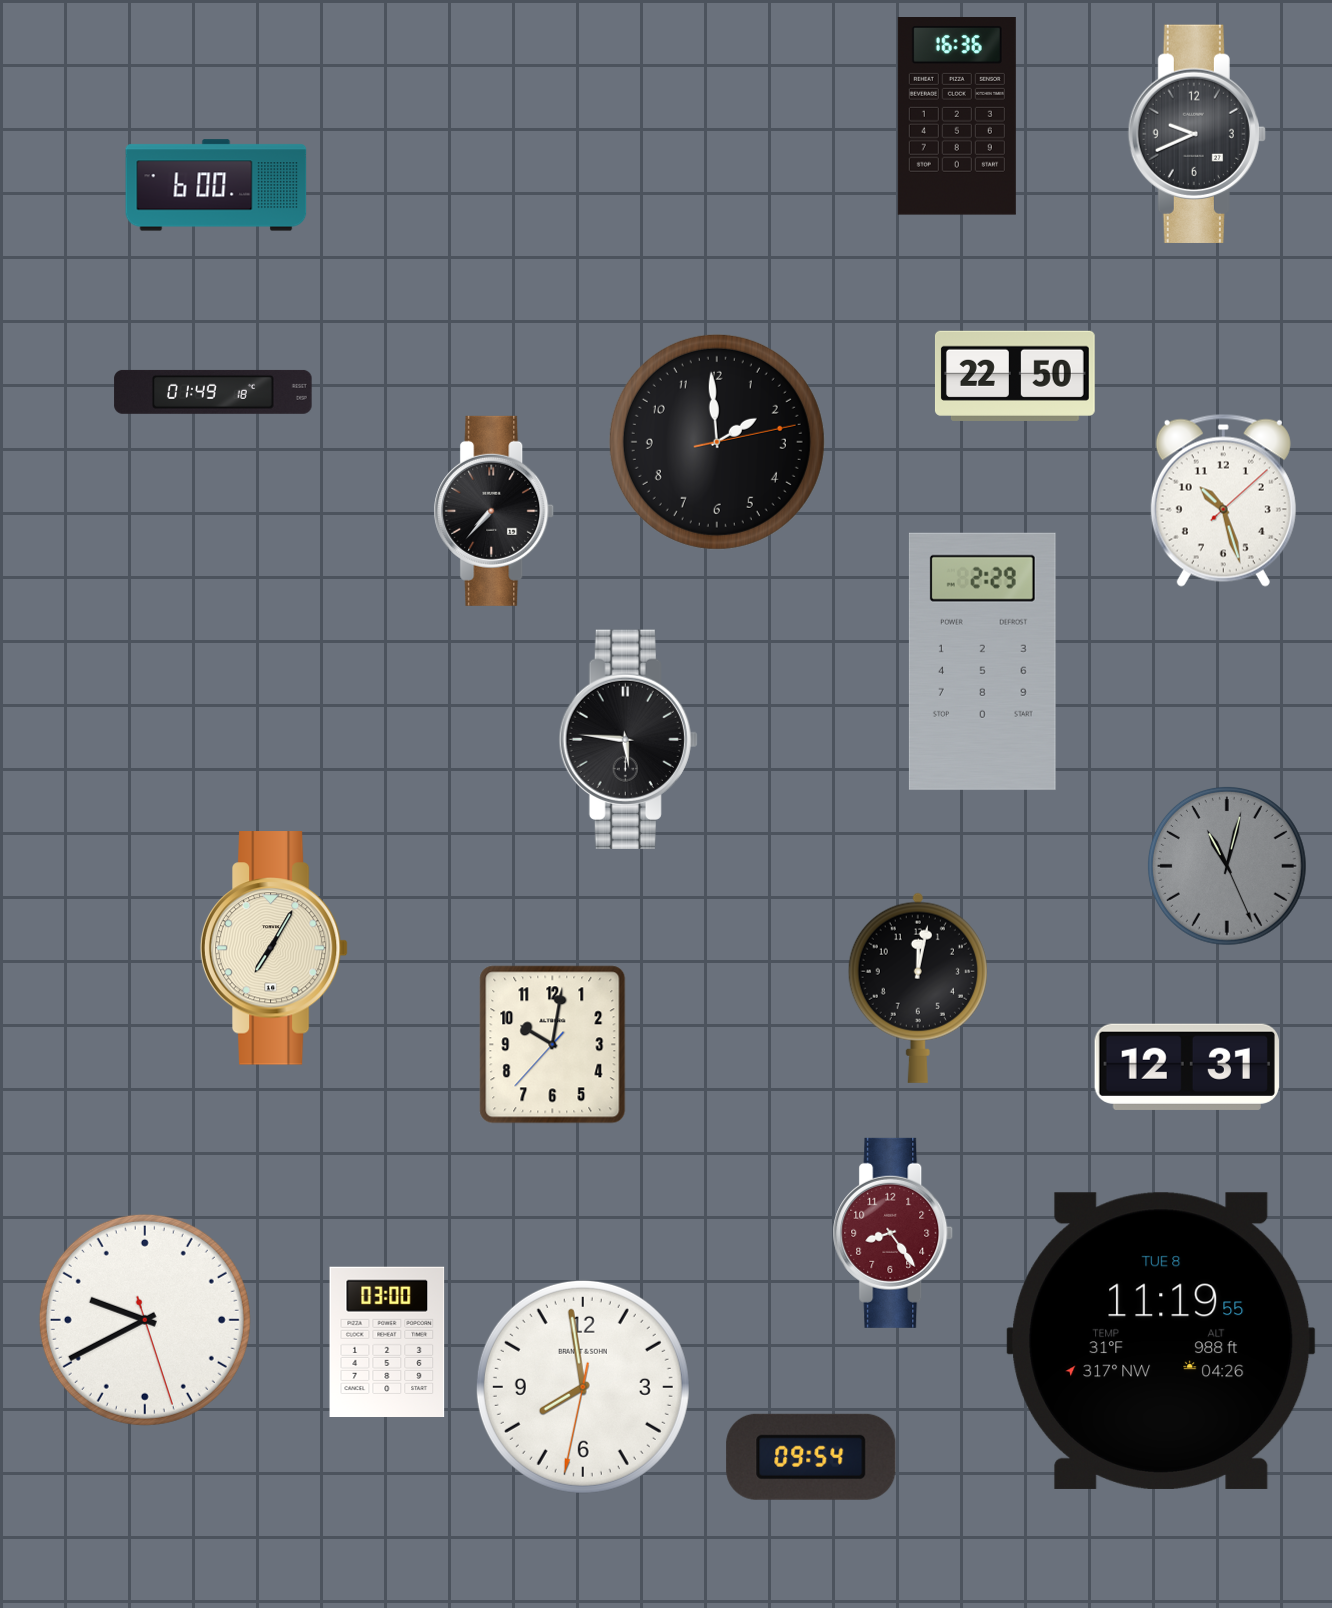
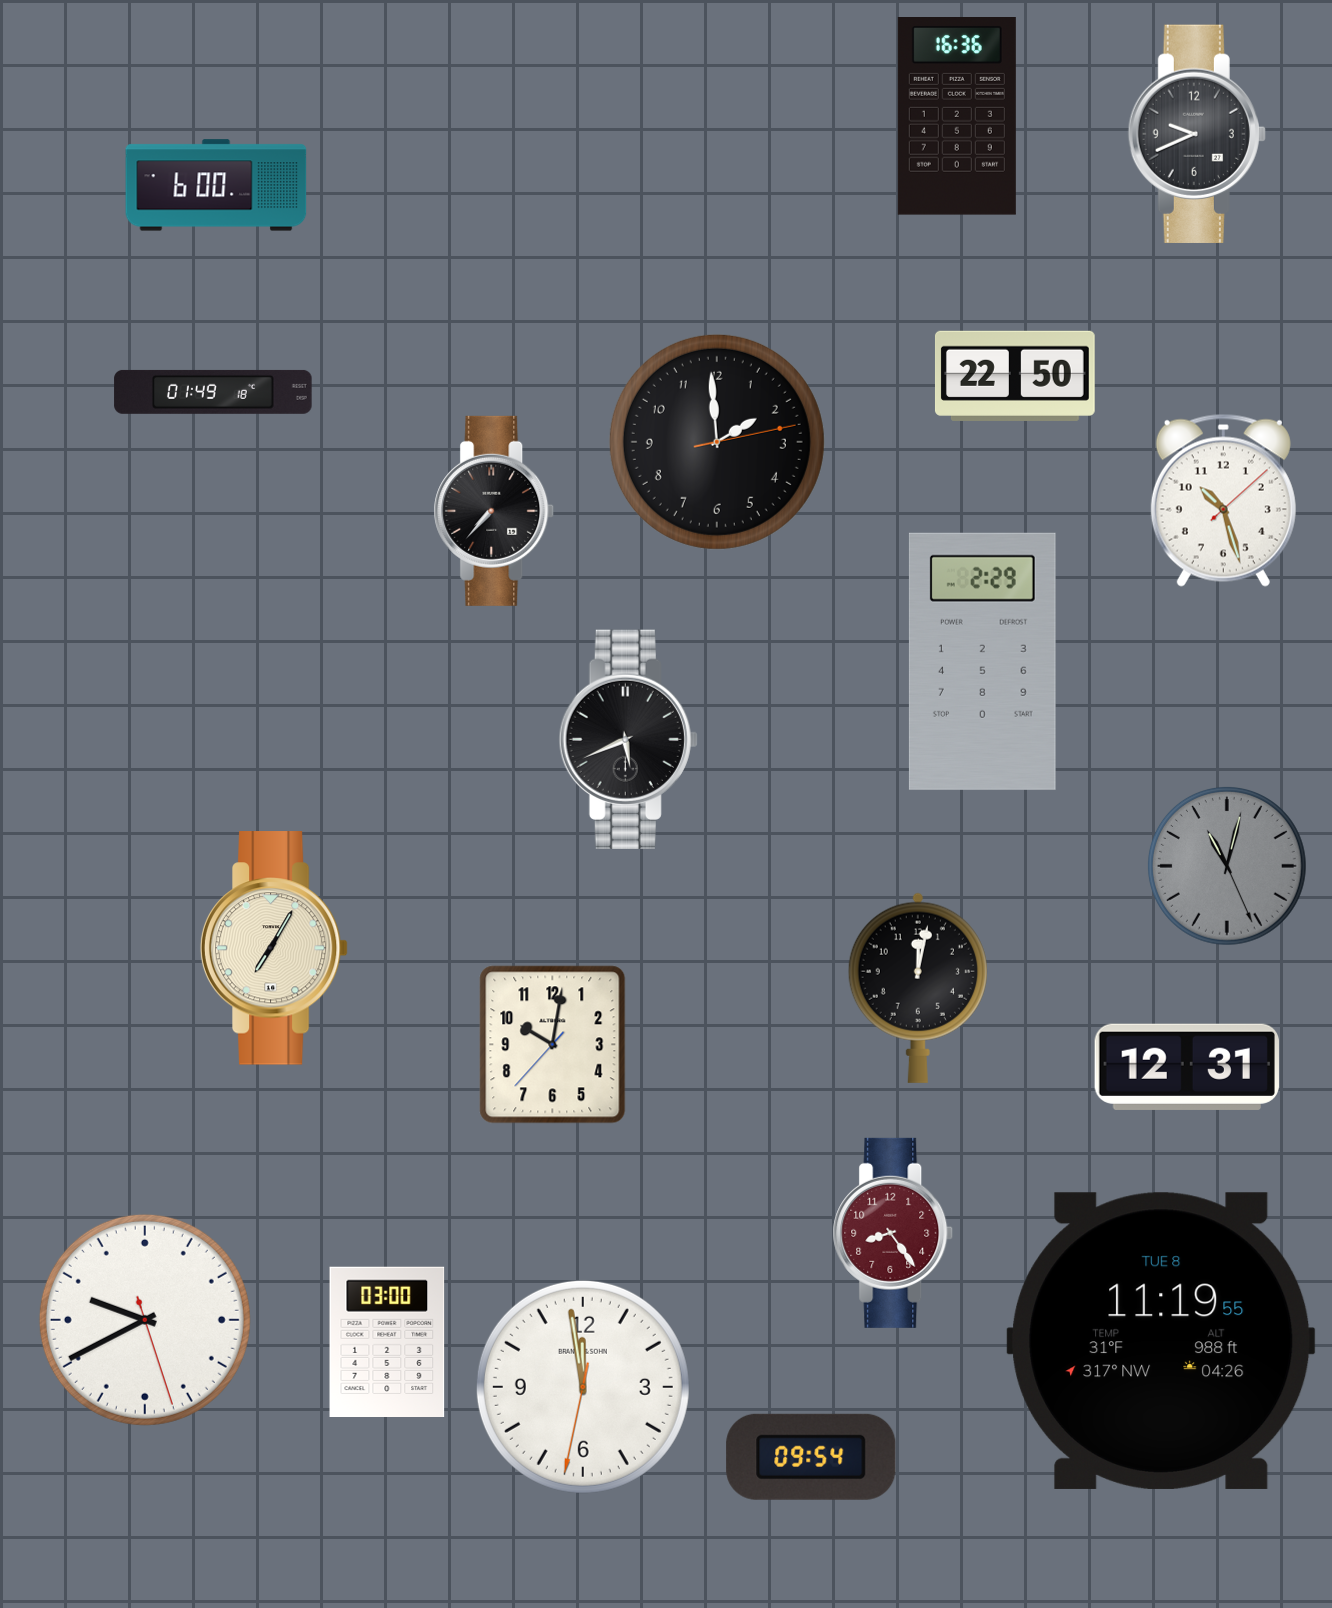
clock at (628, 739): 5:46 -> 5:41
clock at (583, 1387): 7:58 -> 11:58
